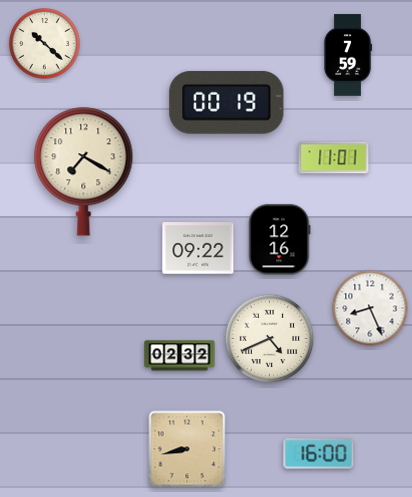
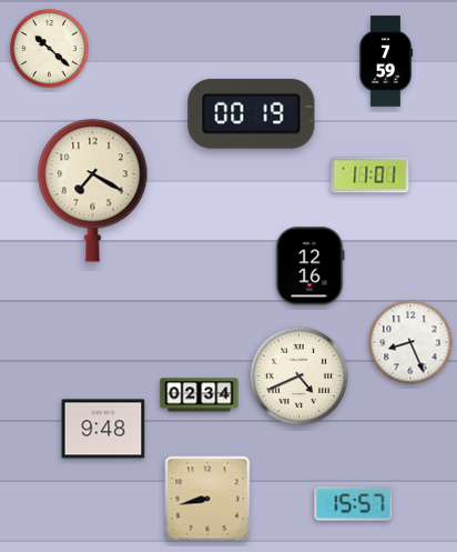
clock at (198, 248): 09:22 -> none
clock at (180, 356): 02:32 -> 02:34
clock at (103, 429): none -> 9:48
clock at (319, 454): 16:00 -> 15:57
